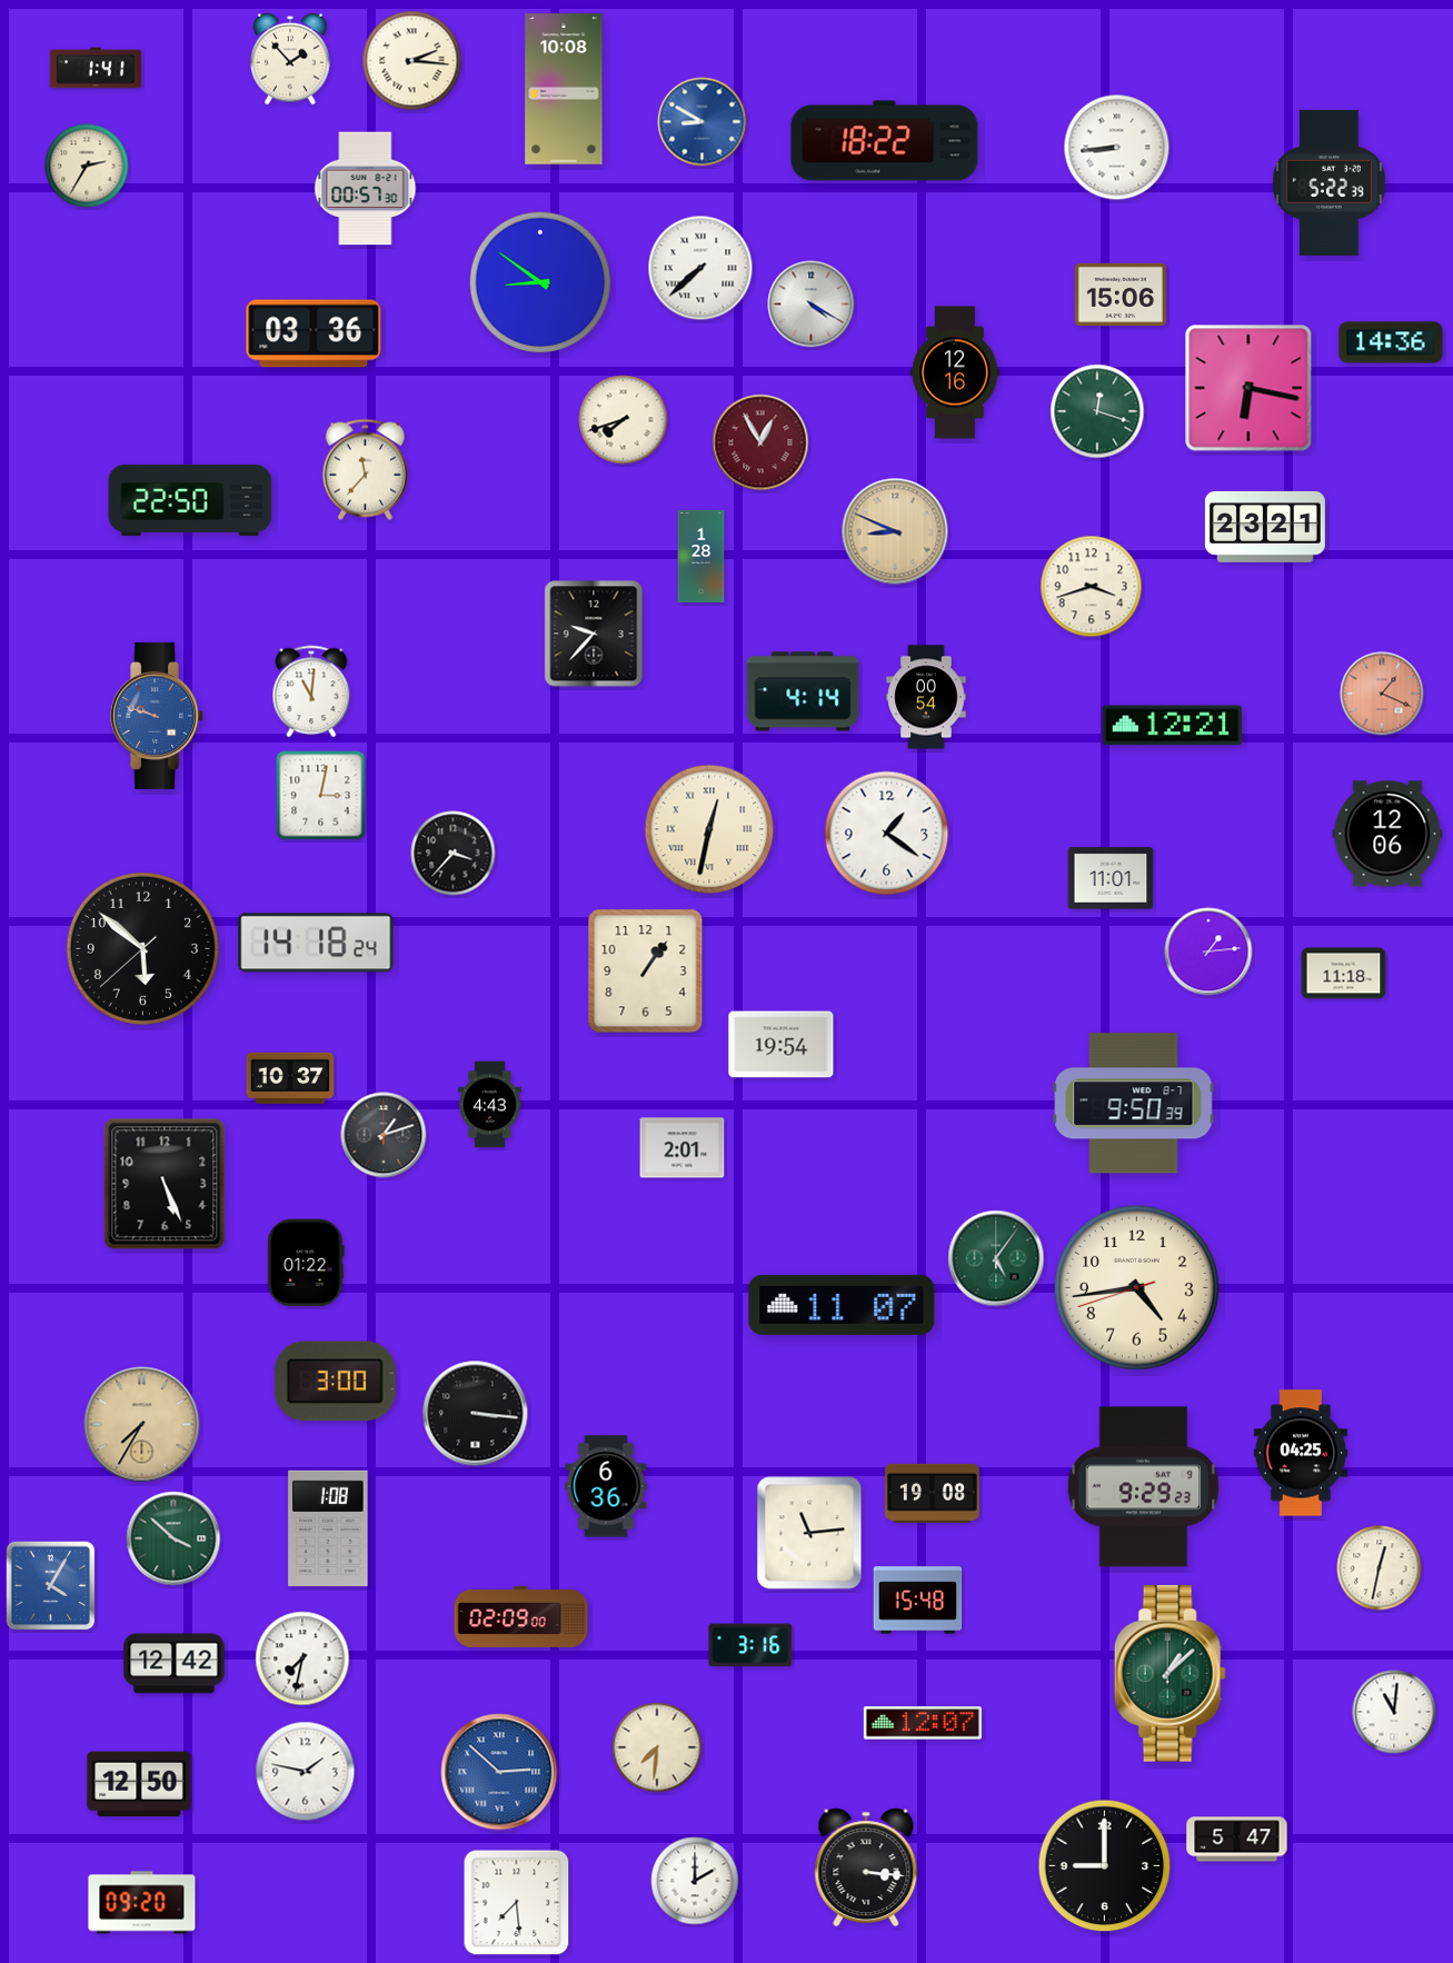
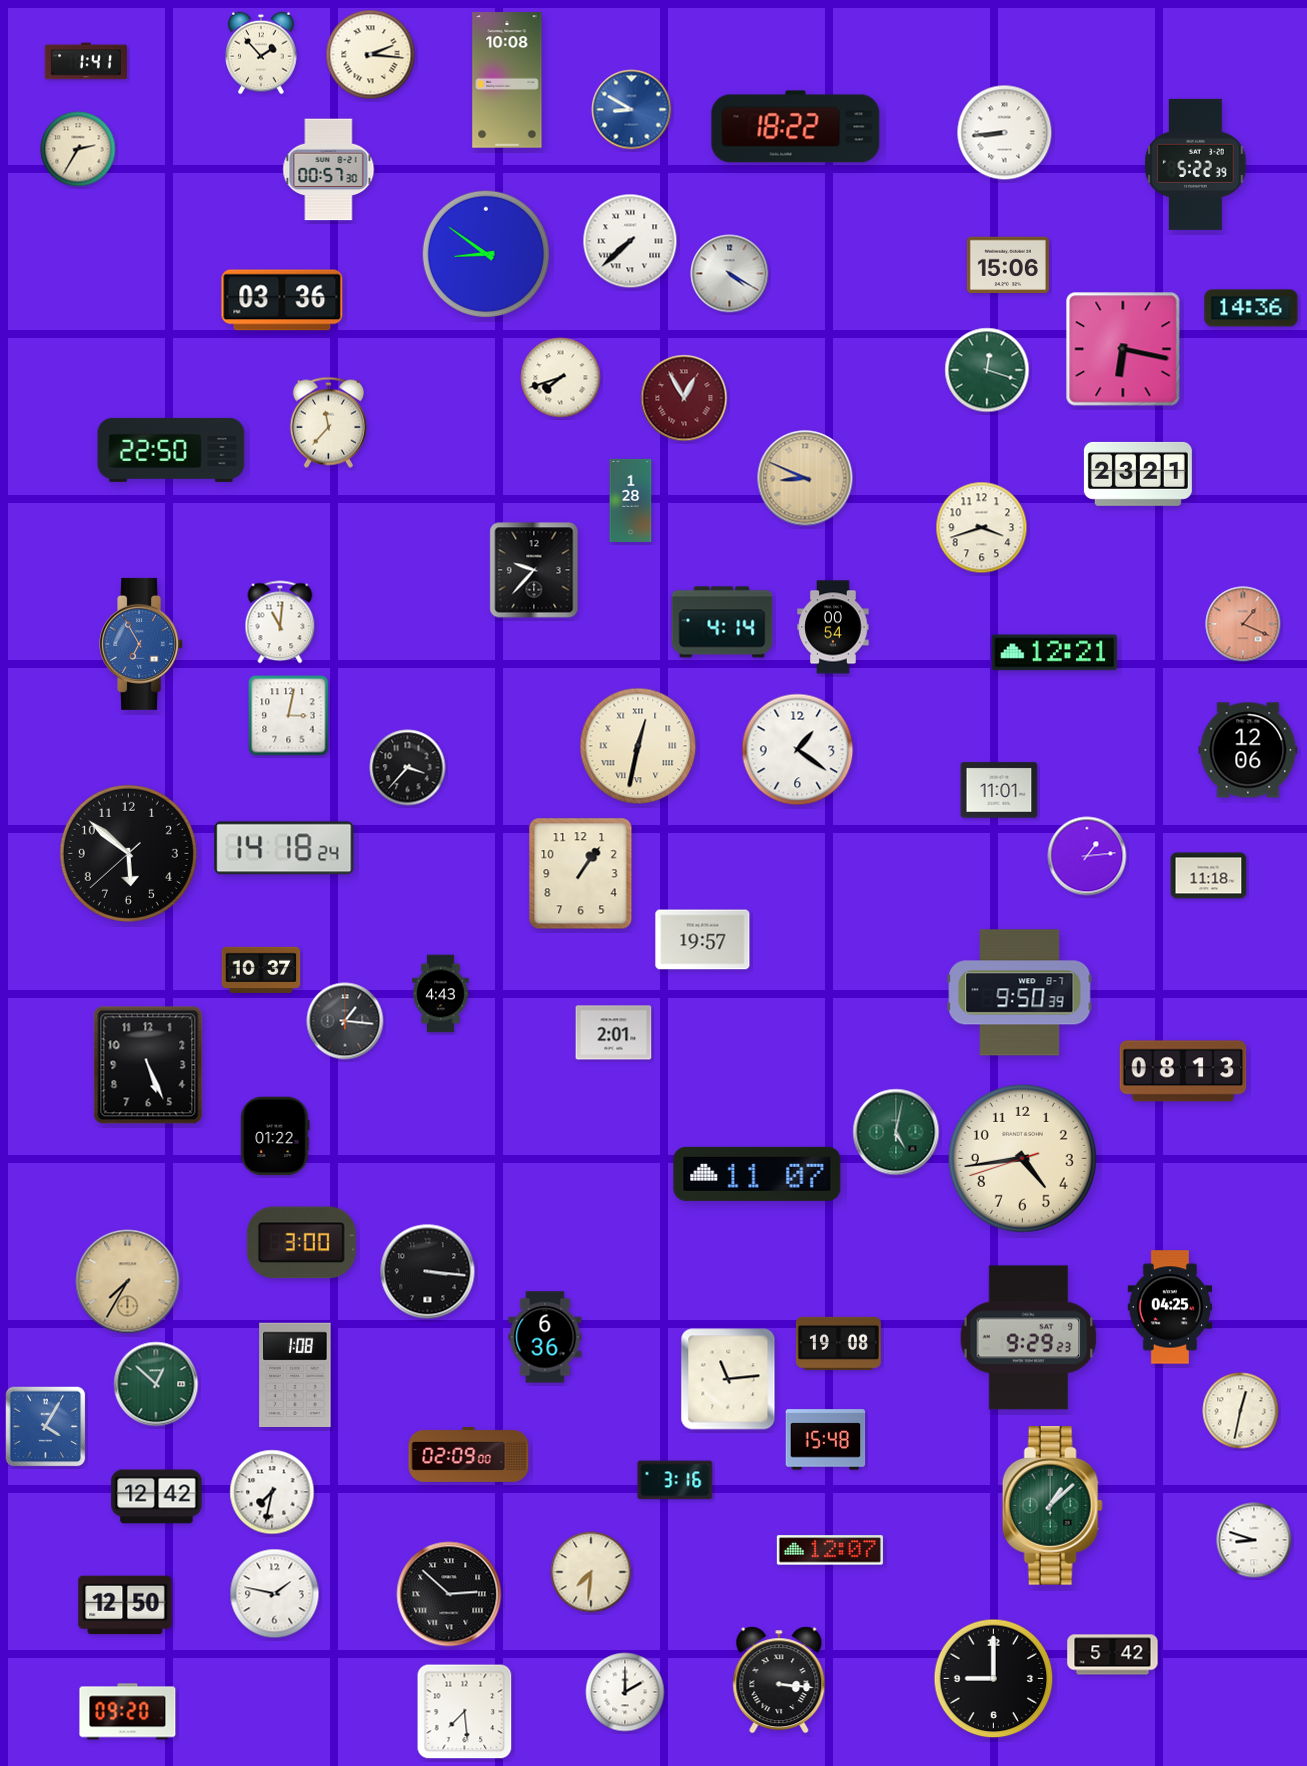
clock at (955, 372): 12:16 -> none
clock at (158, 716): 9:48 -> 6:55
clock at (782, 1045): 19:54 -> 19:57
clock at (384, 1135): 1:12 -> 1:16
clock at (1183, 1071): none -> 08:13
clock at (996, 1258): 5:06 -> 5:02
clock at (173, 1538): 3:52 -> 12:52
clock at (1394, 1712): 11:01 -> 8:48
clock at (499, 1772) dial: blue -> black
clock at (1237, 1840): 5:47 -> 5:42
